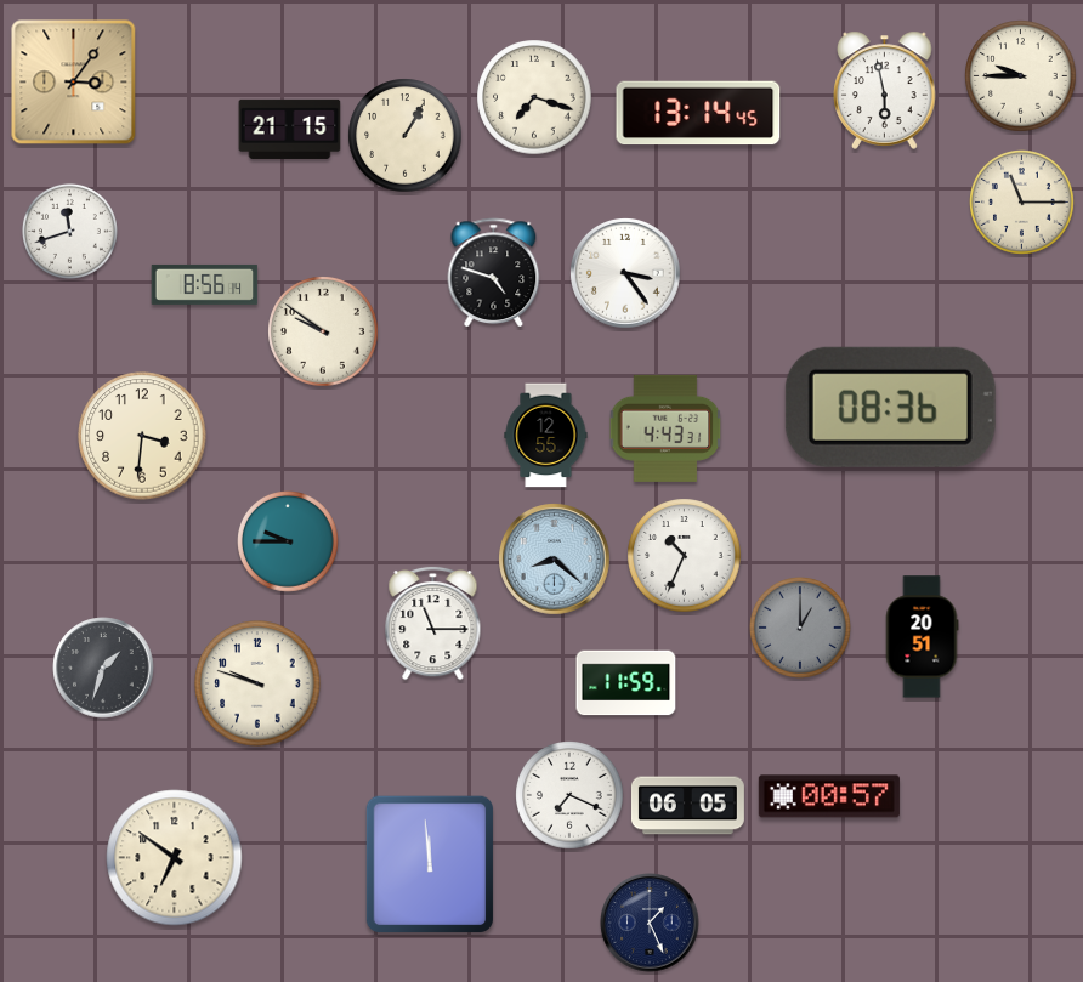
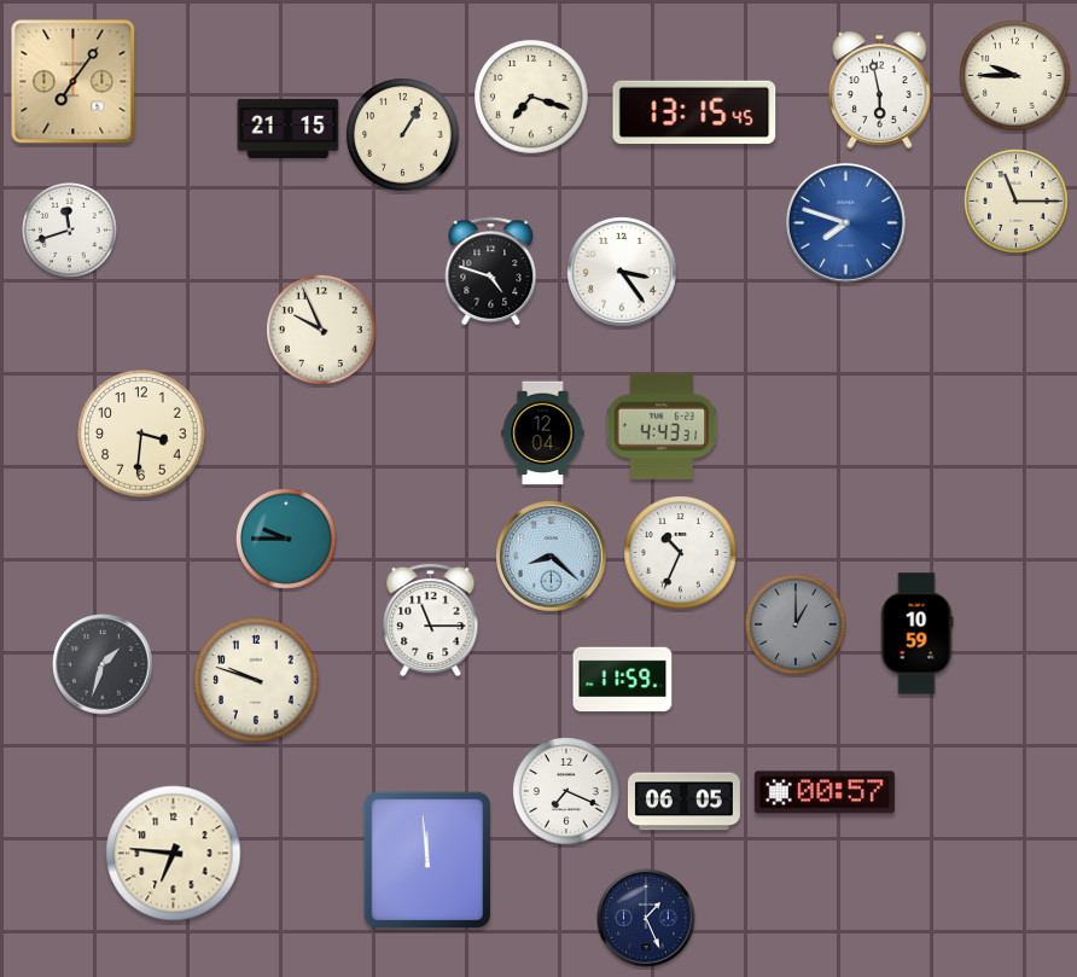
clock at (74, 83): 3:06 -> 7:06
clock at (698, 113): 13:14 -> 13:15
clock at (845, 222): none -> 7:48
clock at (205, 284): 8:56 -> none
clock at (323, 331): 9:51 -> 9:56
clock at (890, 407): 08:36 -> none
clock at (546, 436): 12:55 -> 12:04
clock at (922, 637): 20:51 -> 10:59
clock at (175, 858): 6:51 -> 6:46
